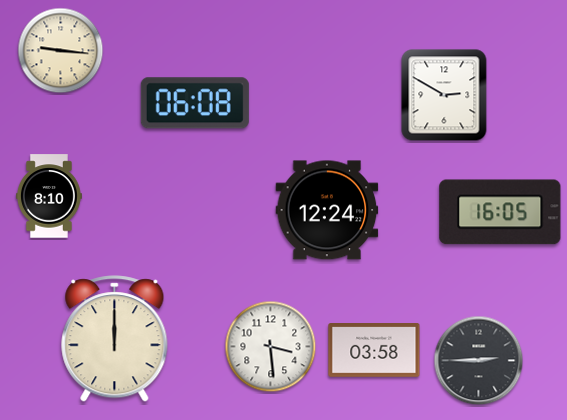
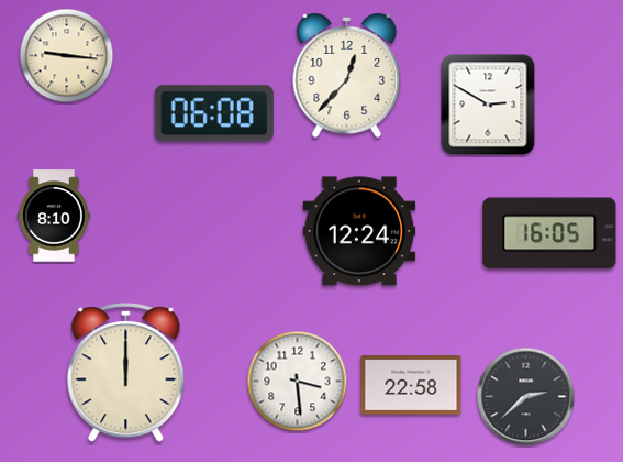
clock at (347, 75): none -> 12:37
clock at (374, 351): 03:58 -> 22:58
clock at (479, 361): 2:45 -> 2:38
